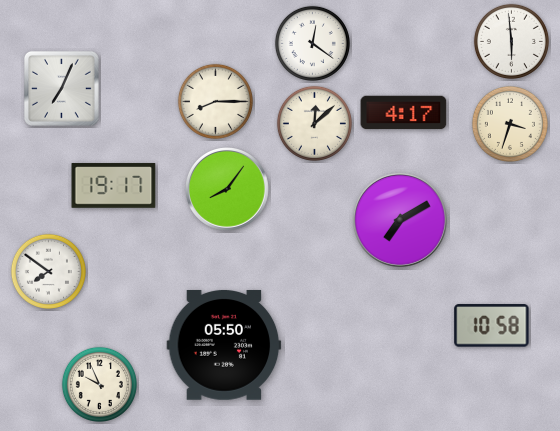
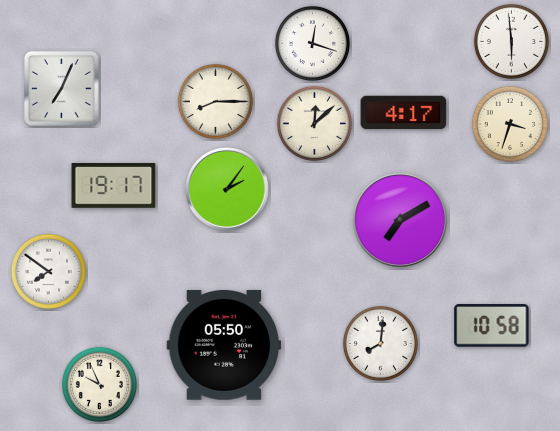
clock at (312, 43): 12:21 -> 12:18
clock at (228, 190): 8:06 -> 2:06
clock at (380, 343): none -> 8:01
